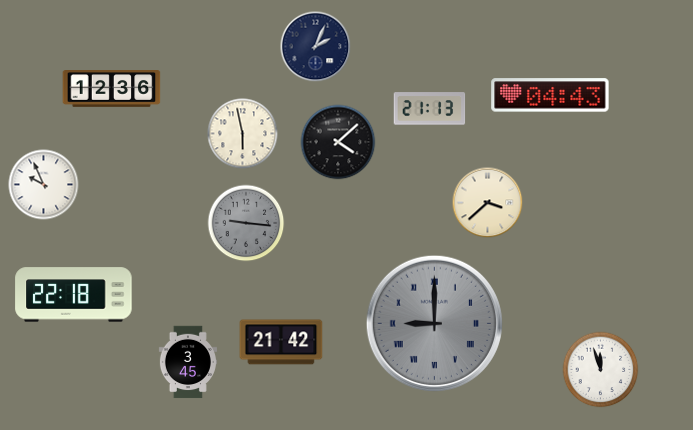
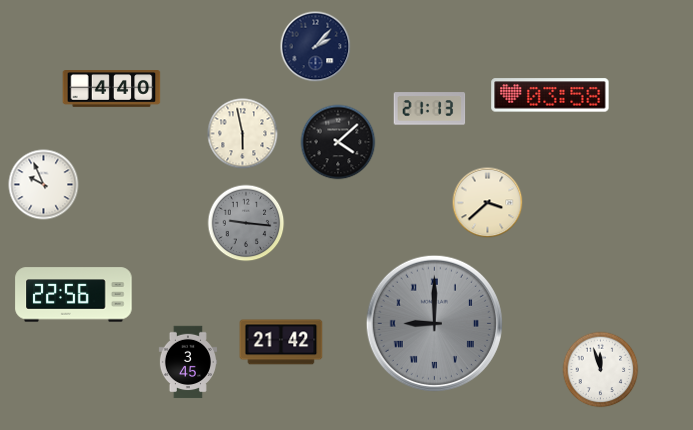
clock at (316, 47): 2:04 -> 2:07
clock at (112, 89): 12:36 -> 4:40
clock at (550, 95): 04:43 -> 03:58
clock at (74, 295): 22:18 -> 22:56
